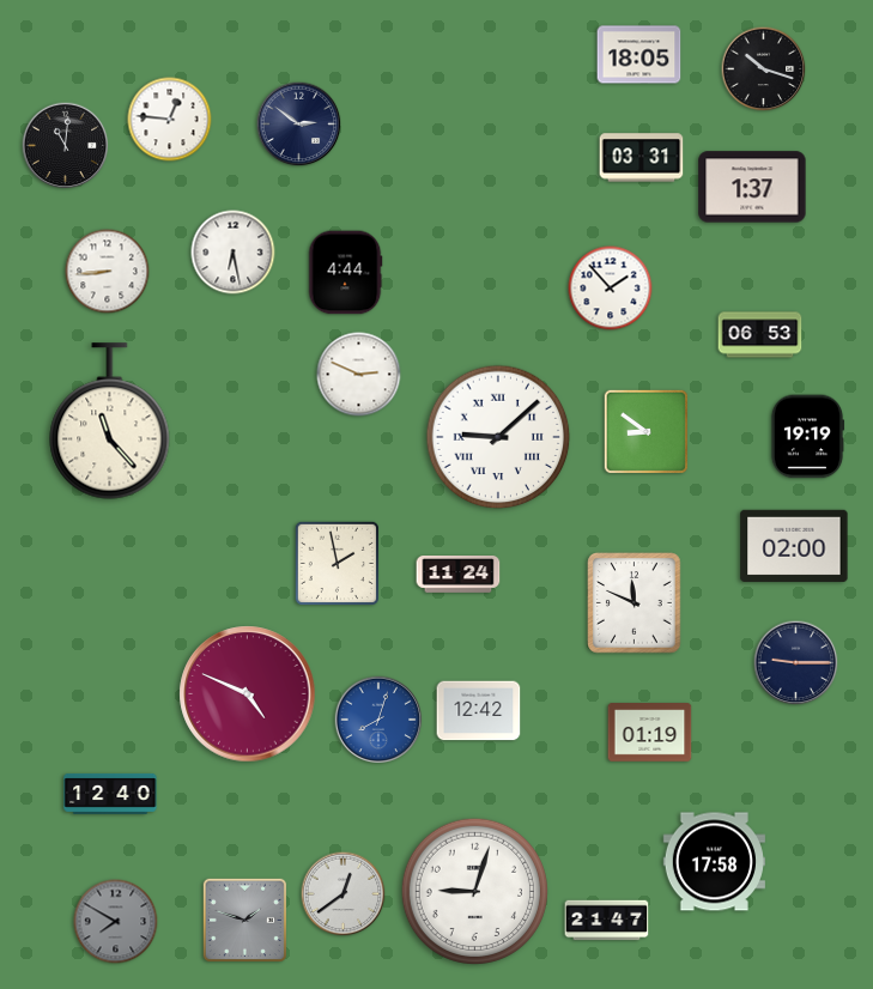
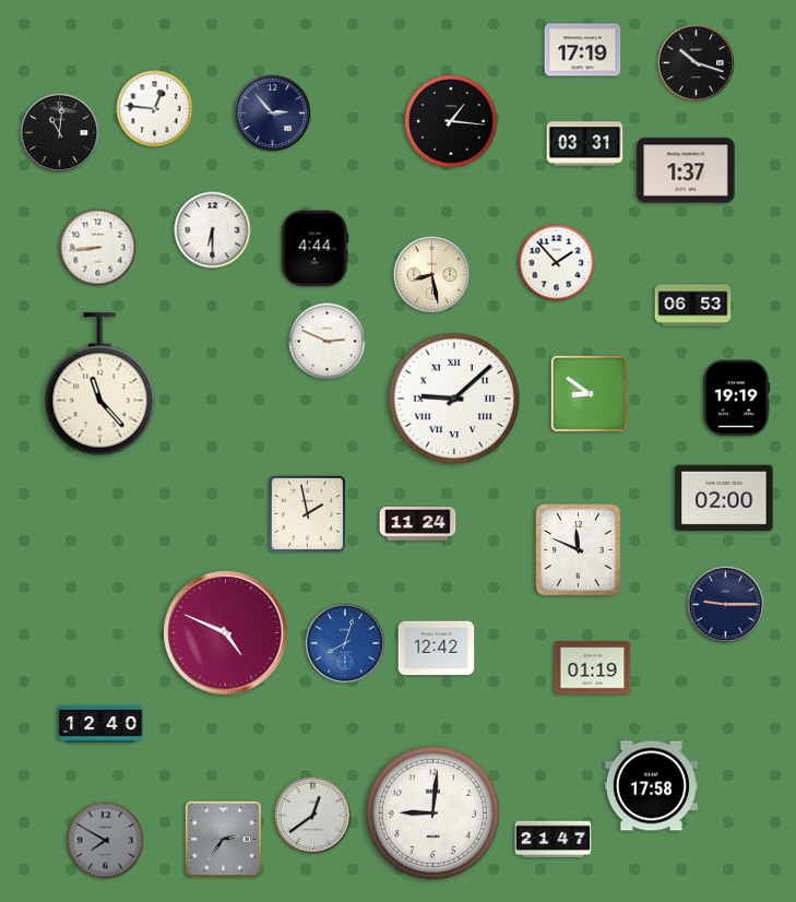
clock at (639, 55): 18:05 -> 17:19
clock at (299, 125): 2:51 -> 2:53
clock at (451, 121): none -> 1:16
clock at (234, 253): 6:28 -> 6:30
clock at (432, 275): none -> 8:28
clock at (378, 720) position: (378, 720) -> (345, 643)
clock at (474, 891): 9:03 -> 9:01
clock at (244, 920): 1:48 -> 2:36
